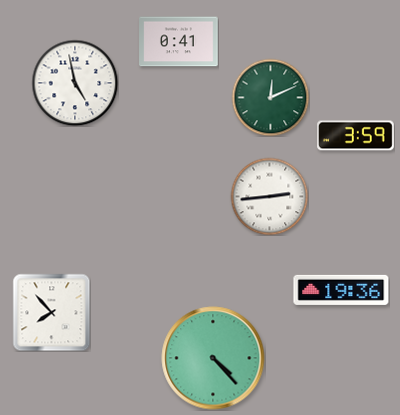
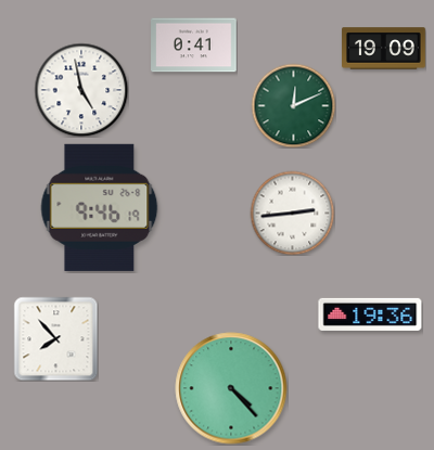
clock at (384, 49): none -> 19:09
clock at (356, 136): 3:59 -> none
clock at (100, 207): none -> 9:46
